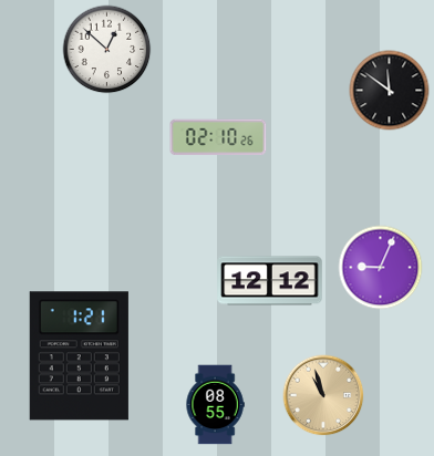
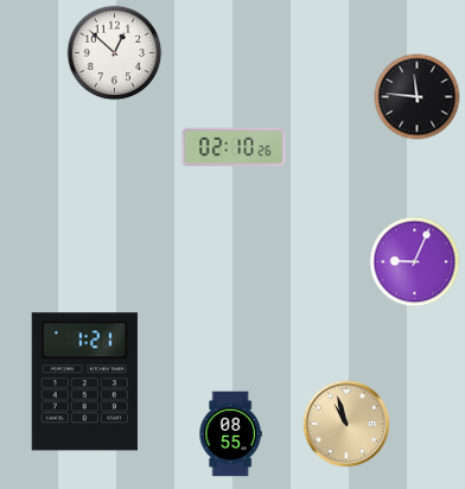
clock at (390, 91): 11:51 -> 11:46
clock at (381, 268) position: (381, 268) -> (415, 262)
clock at (270, 281): 12:12 -> none
